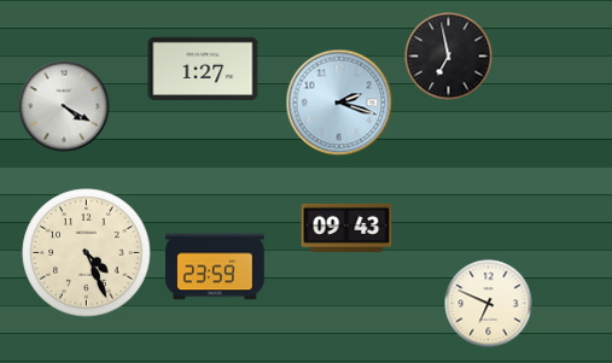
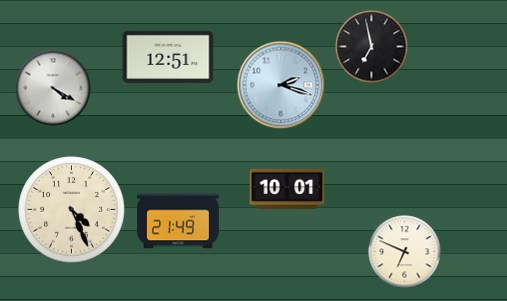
clock at (203, 69): 1:27 -> 12:51
clock at (346, 228): 09:43 -> 10:01
clock at (215, 267): 23:59 -> 21:49
